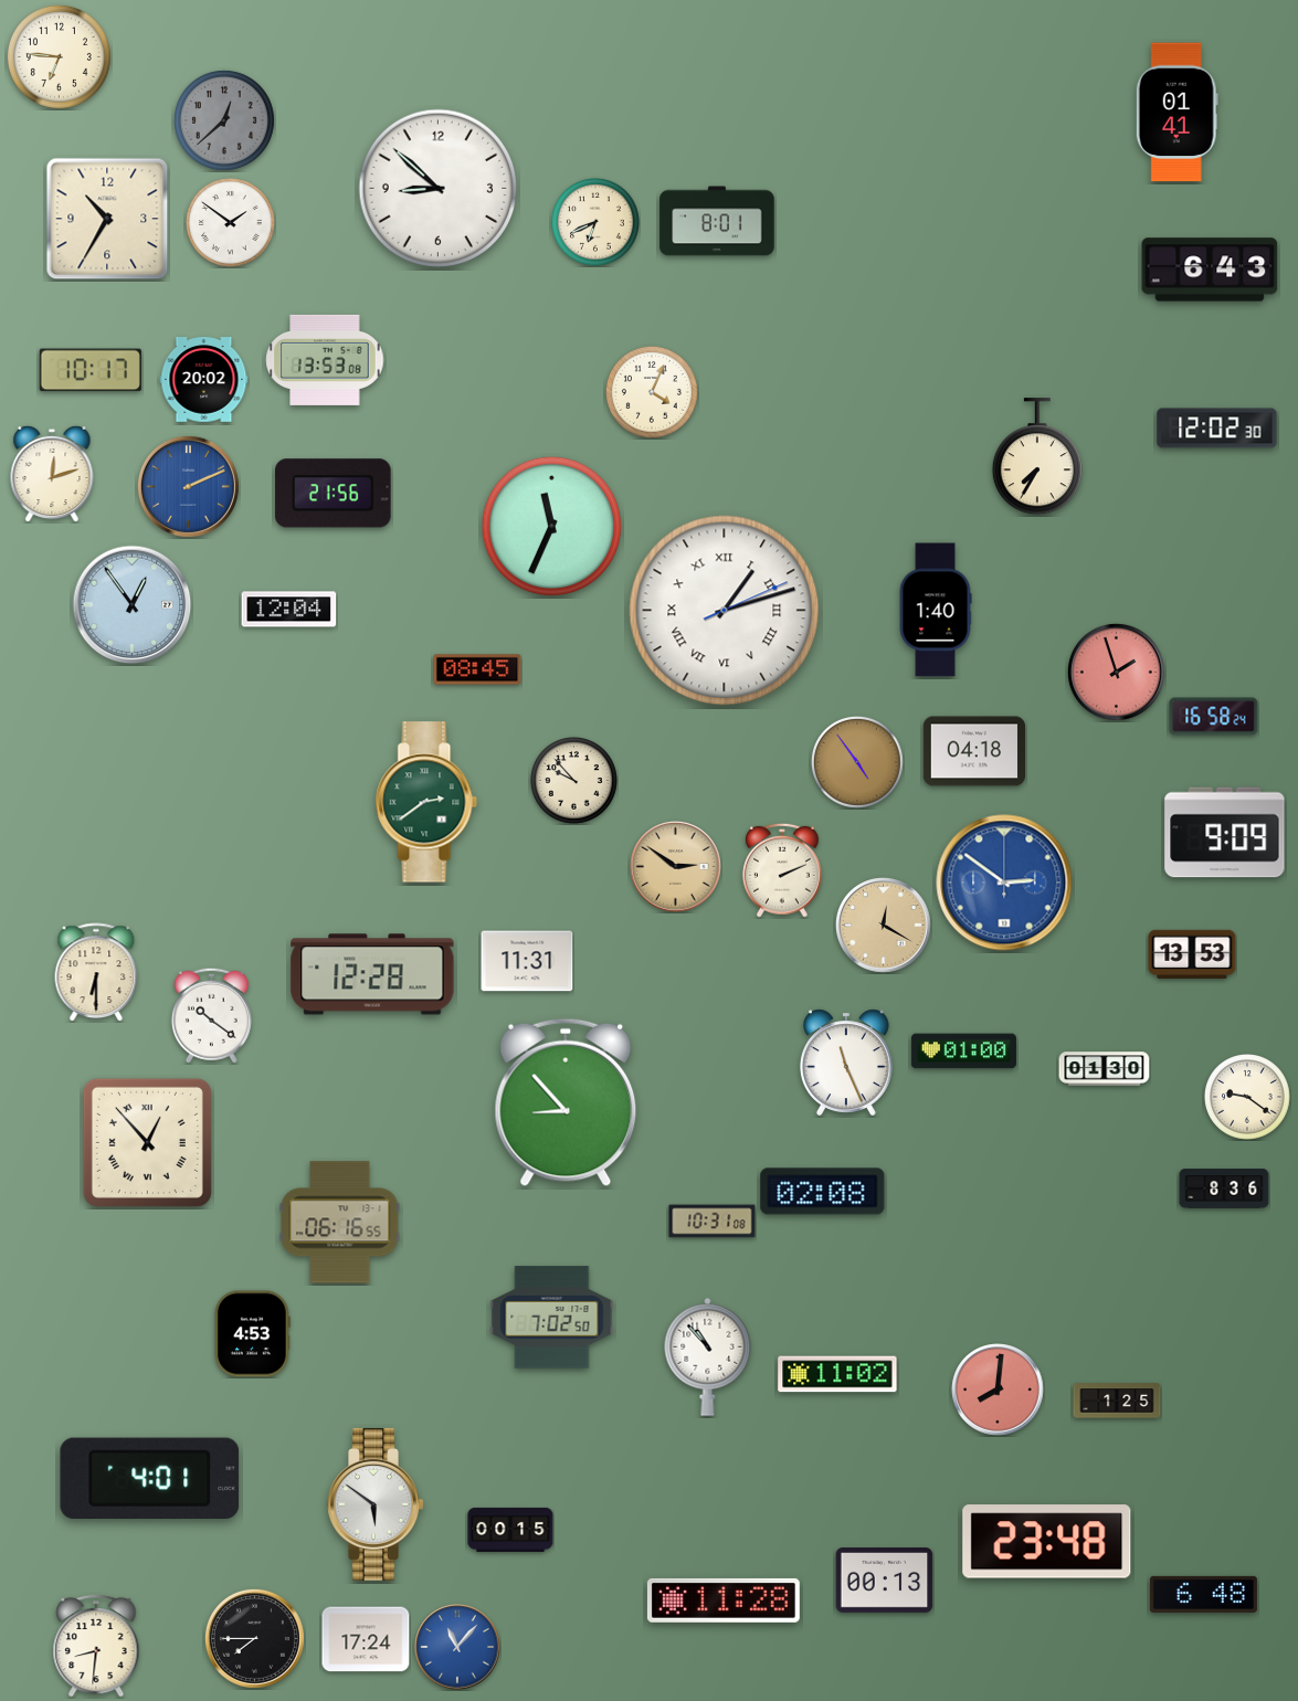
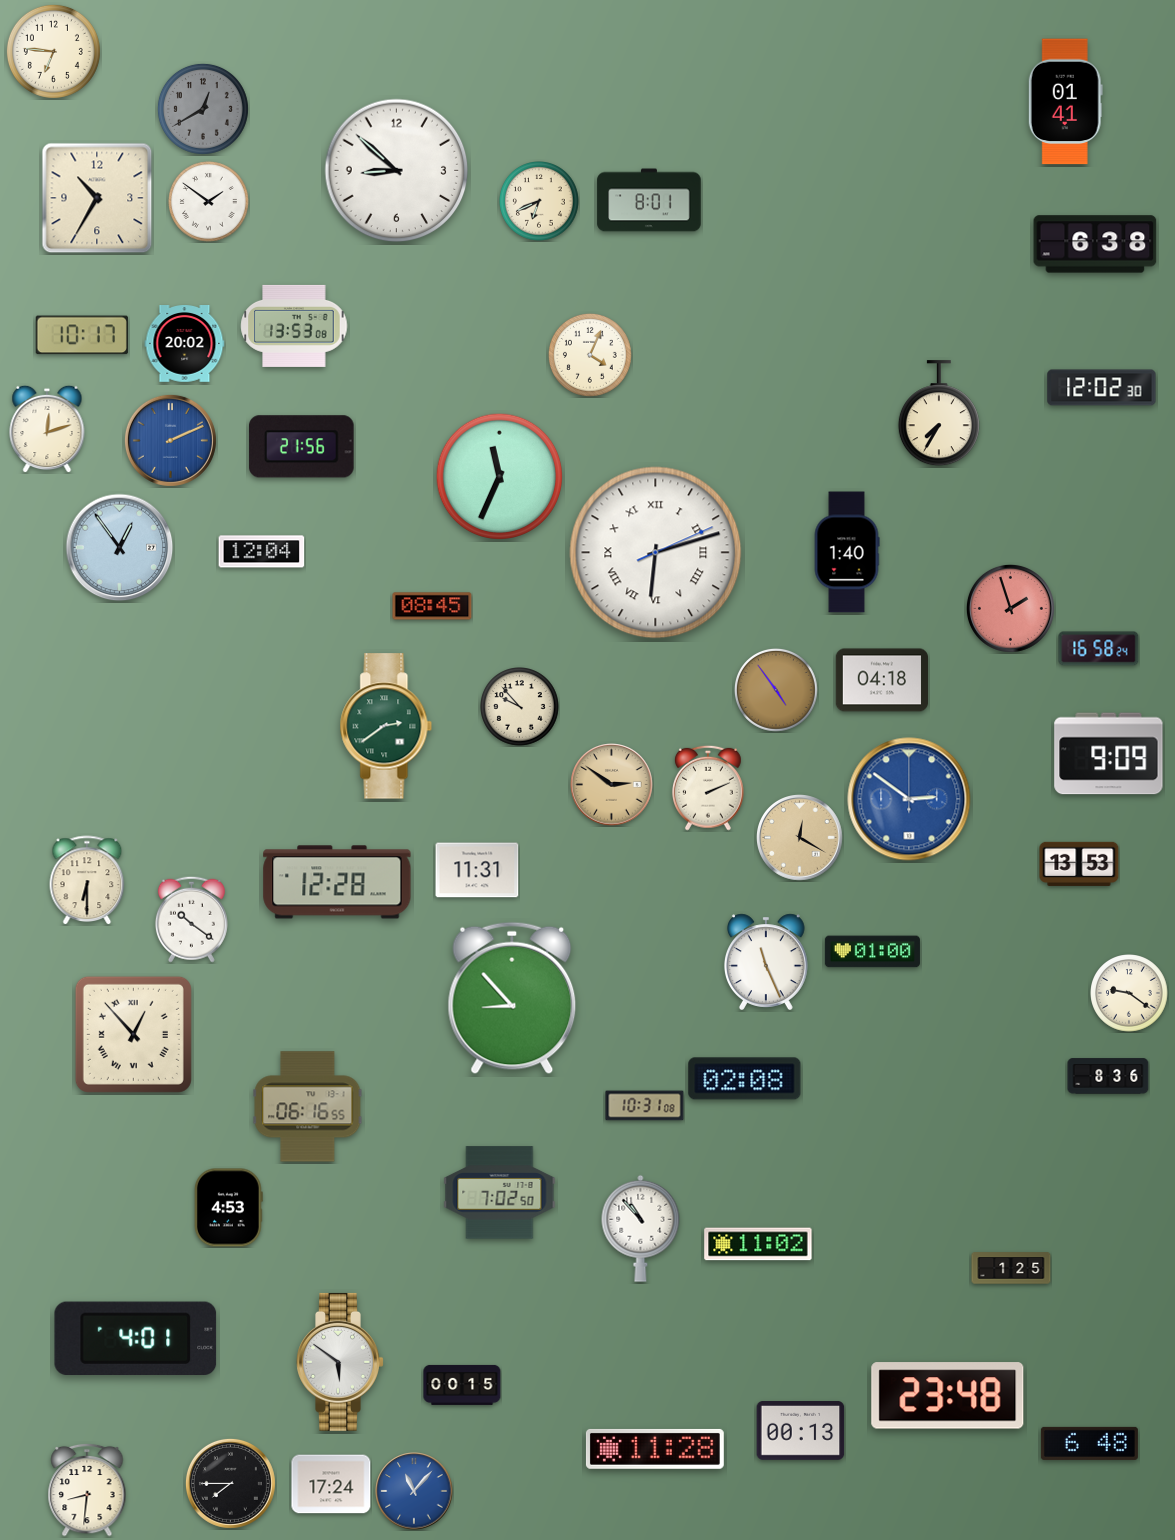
clock at (224, 120): 12:38 -> 12:40
clock at (1210, 270): 6:43 -> 6:38
clock at (725, 611): 1:12 -> 6:12
clock at (1105, 1069): 01:30 -> none
clock at (998, 1390): 8:01 -> none
